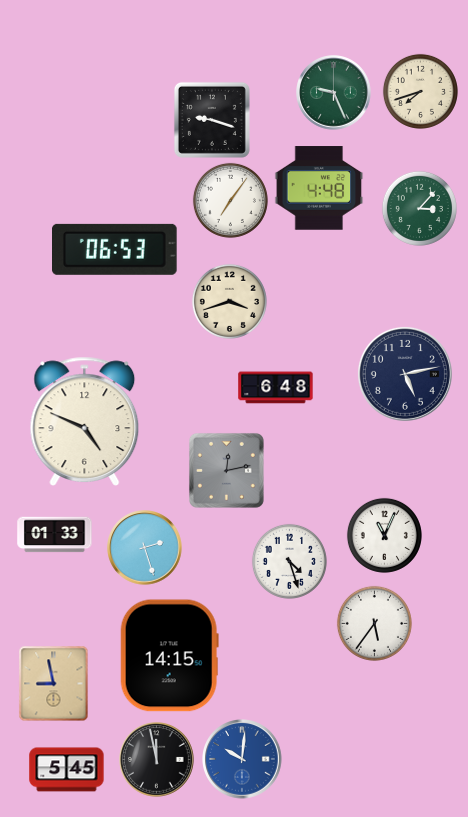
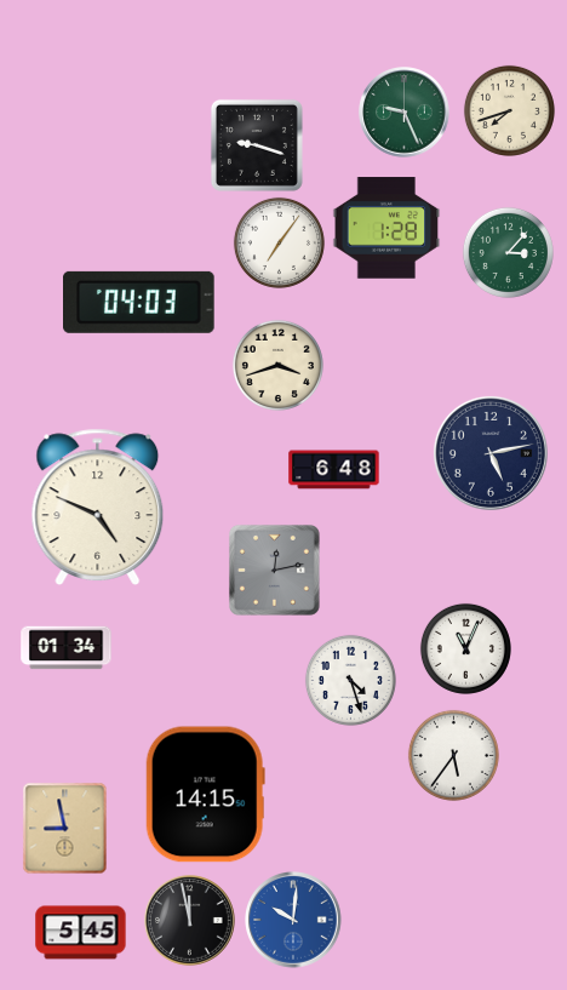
clock at (319, 188): 4:48 -> 1:28
clock at (115, 249): 06:53 -> 04:03
clock at (85, 421) position: (85, 421) -> (98, 507)
clock at (55, 535): 01:33 -> 01:34
clock at (145, 548): 2:27 -> none
